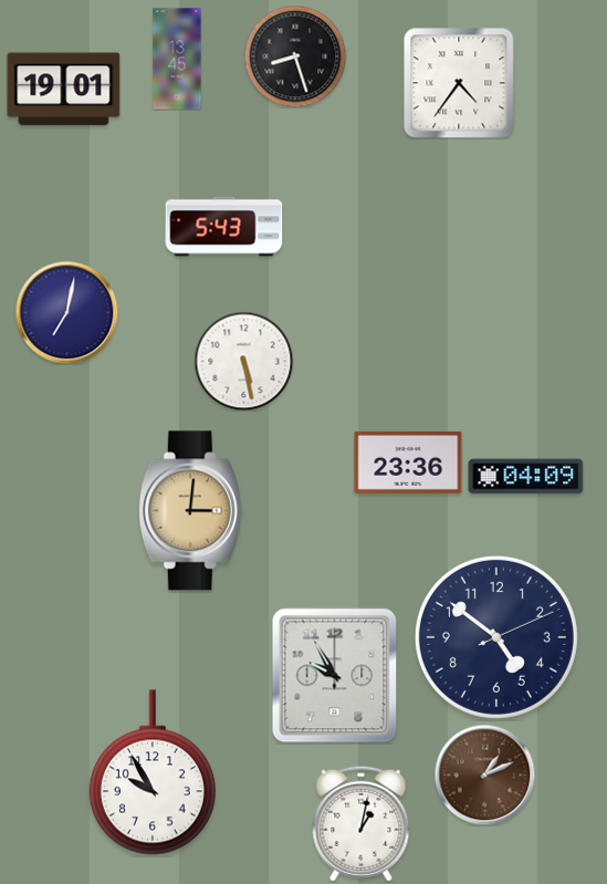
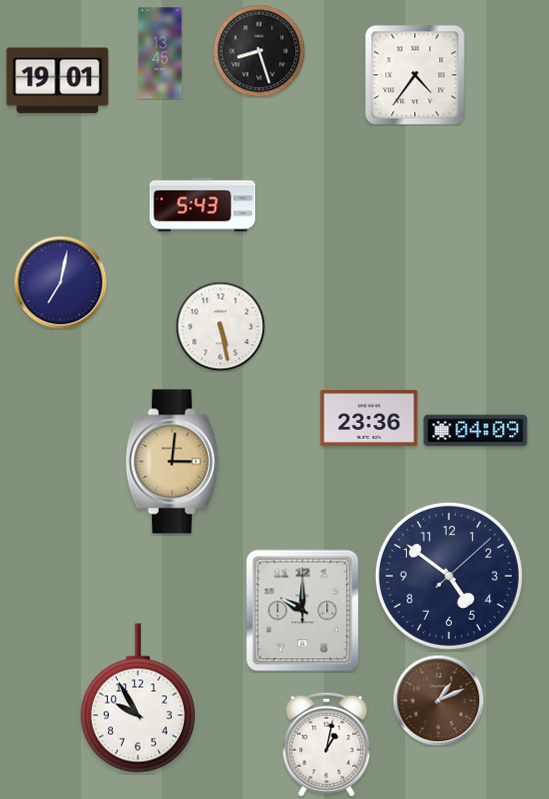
clock at (295, 56) position: (295, 56) -> (259, 51)
clock at (496, 637): 4:51:11 -> 4:51:08
clock at (335, 676): 9:55 -> 10:00
